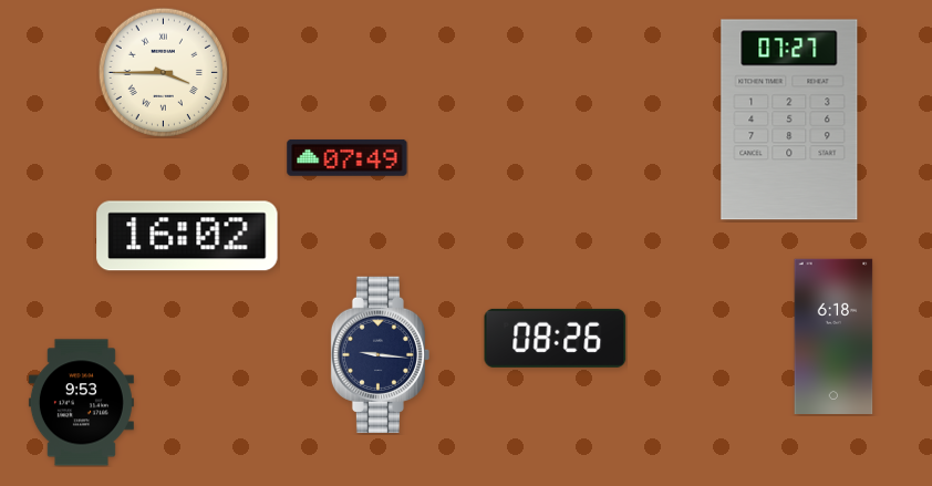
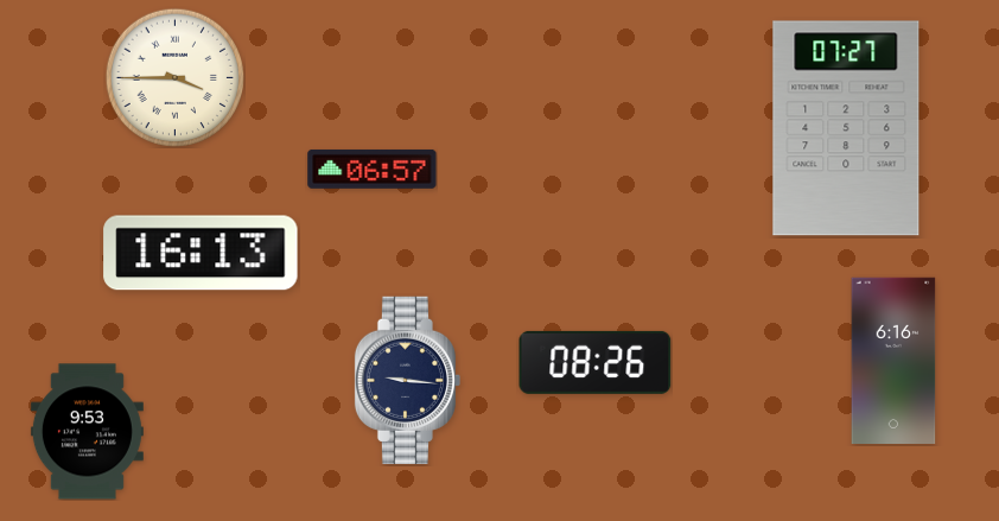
clock at (348, 157): 07:49 -> 06:57
clock at (187, 236): 16:02 -> 16:13
clock at (833, 335): 6:18 -> 6:16
